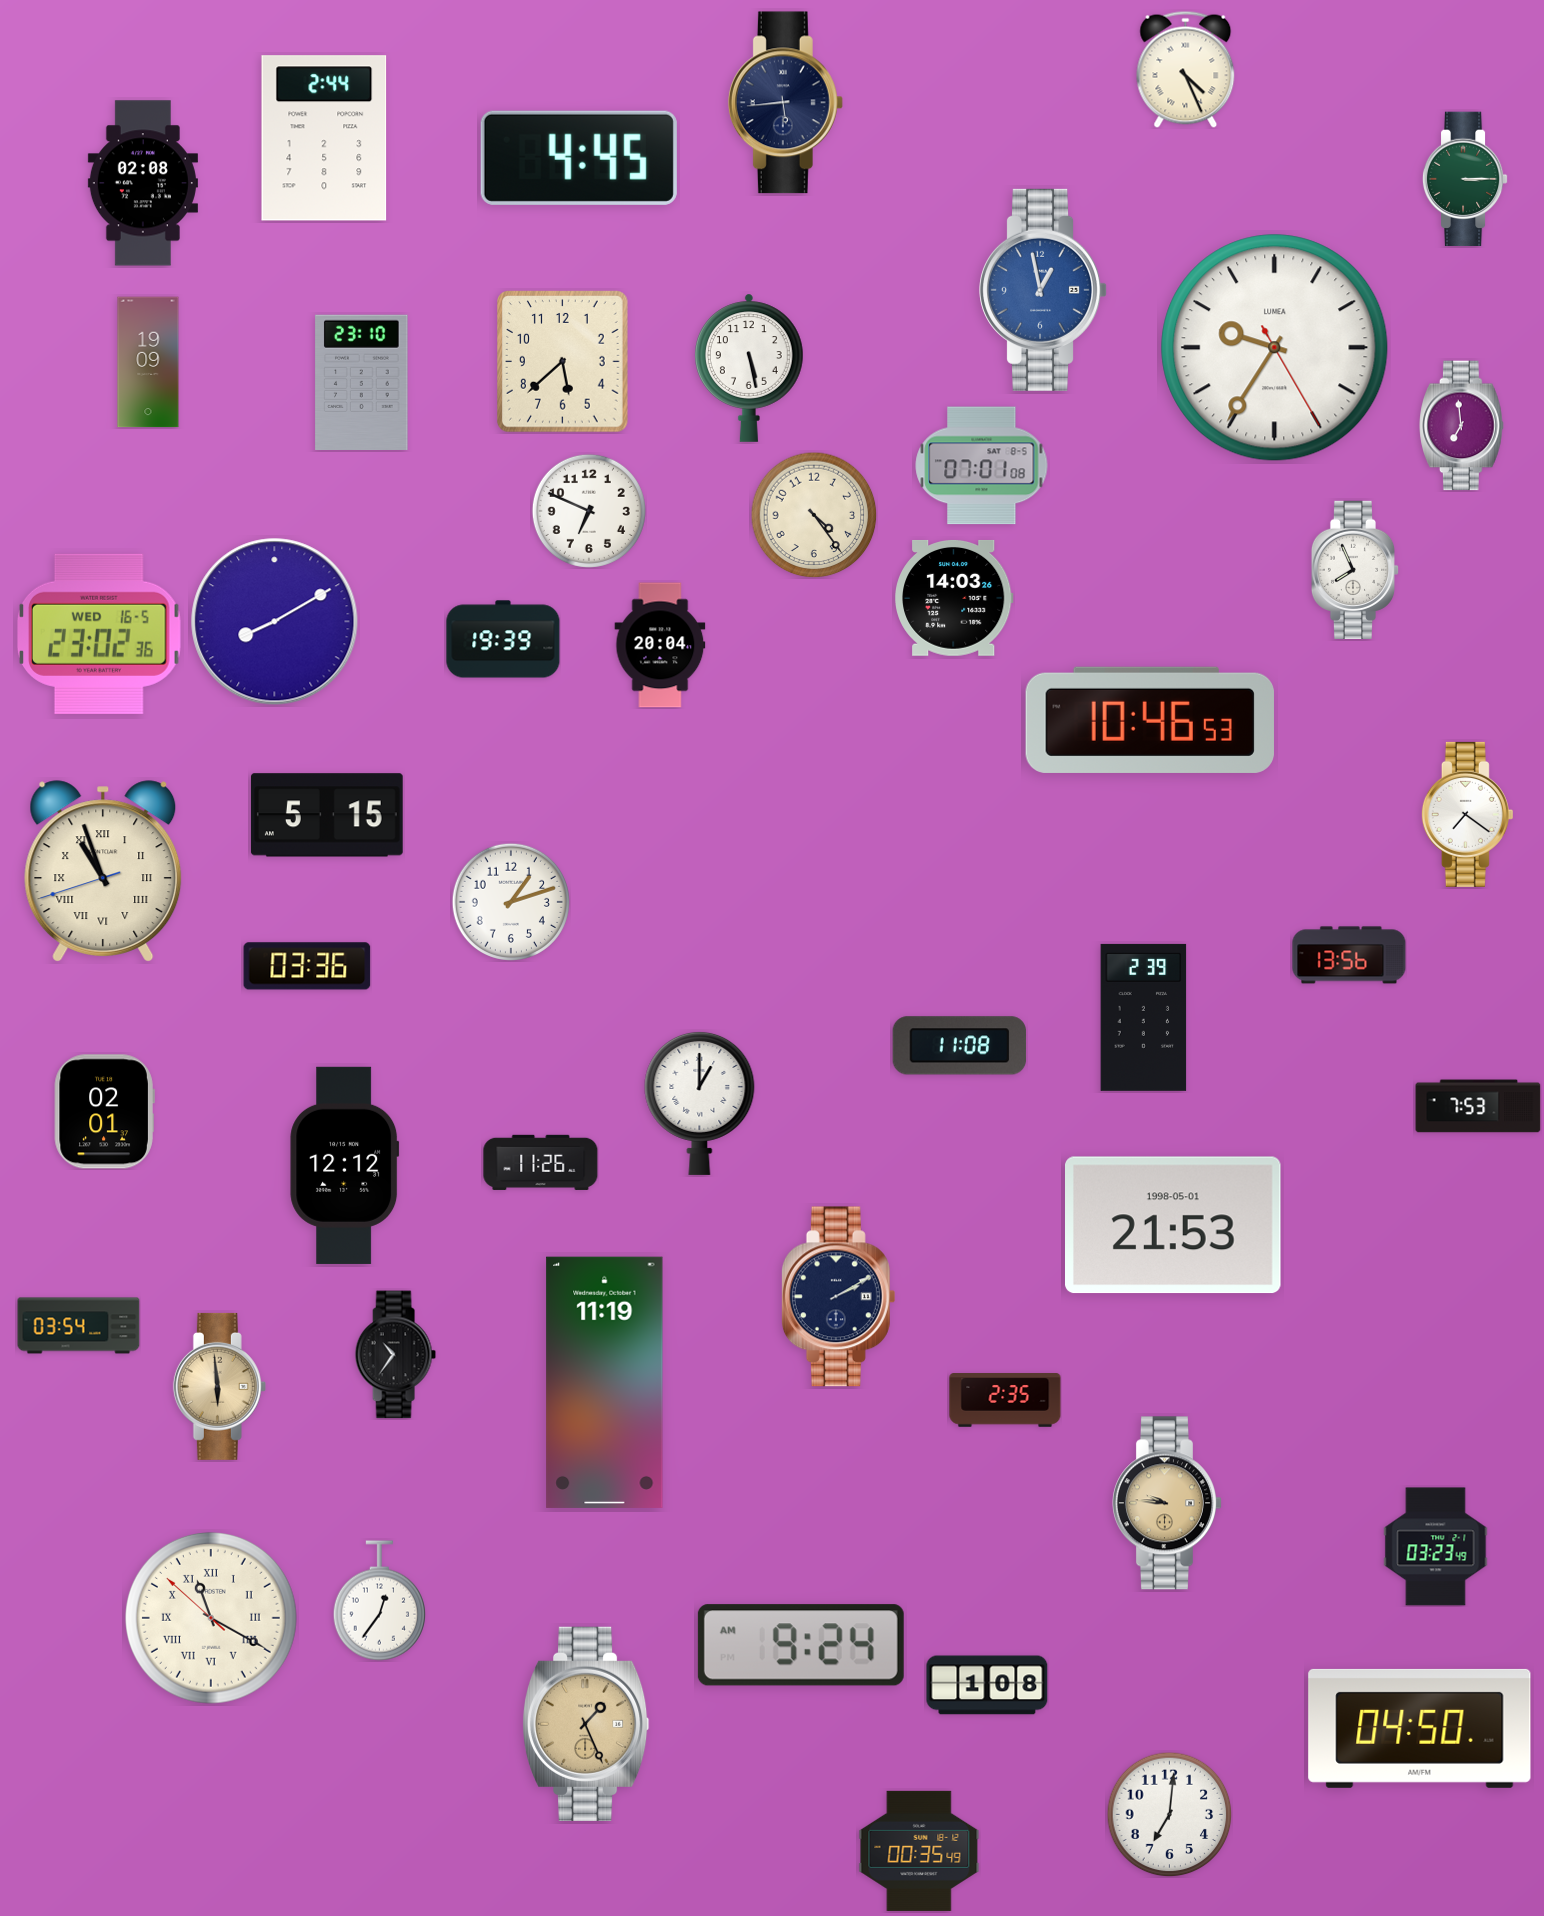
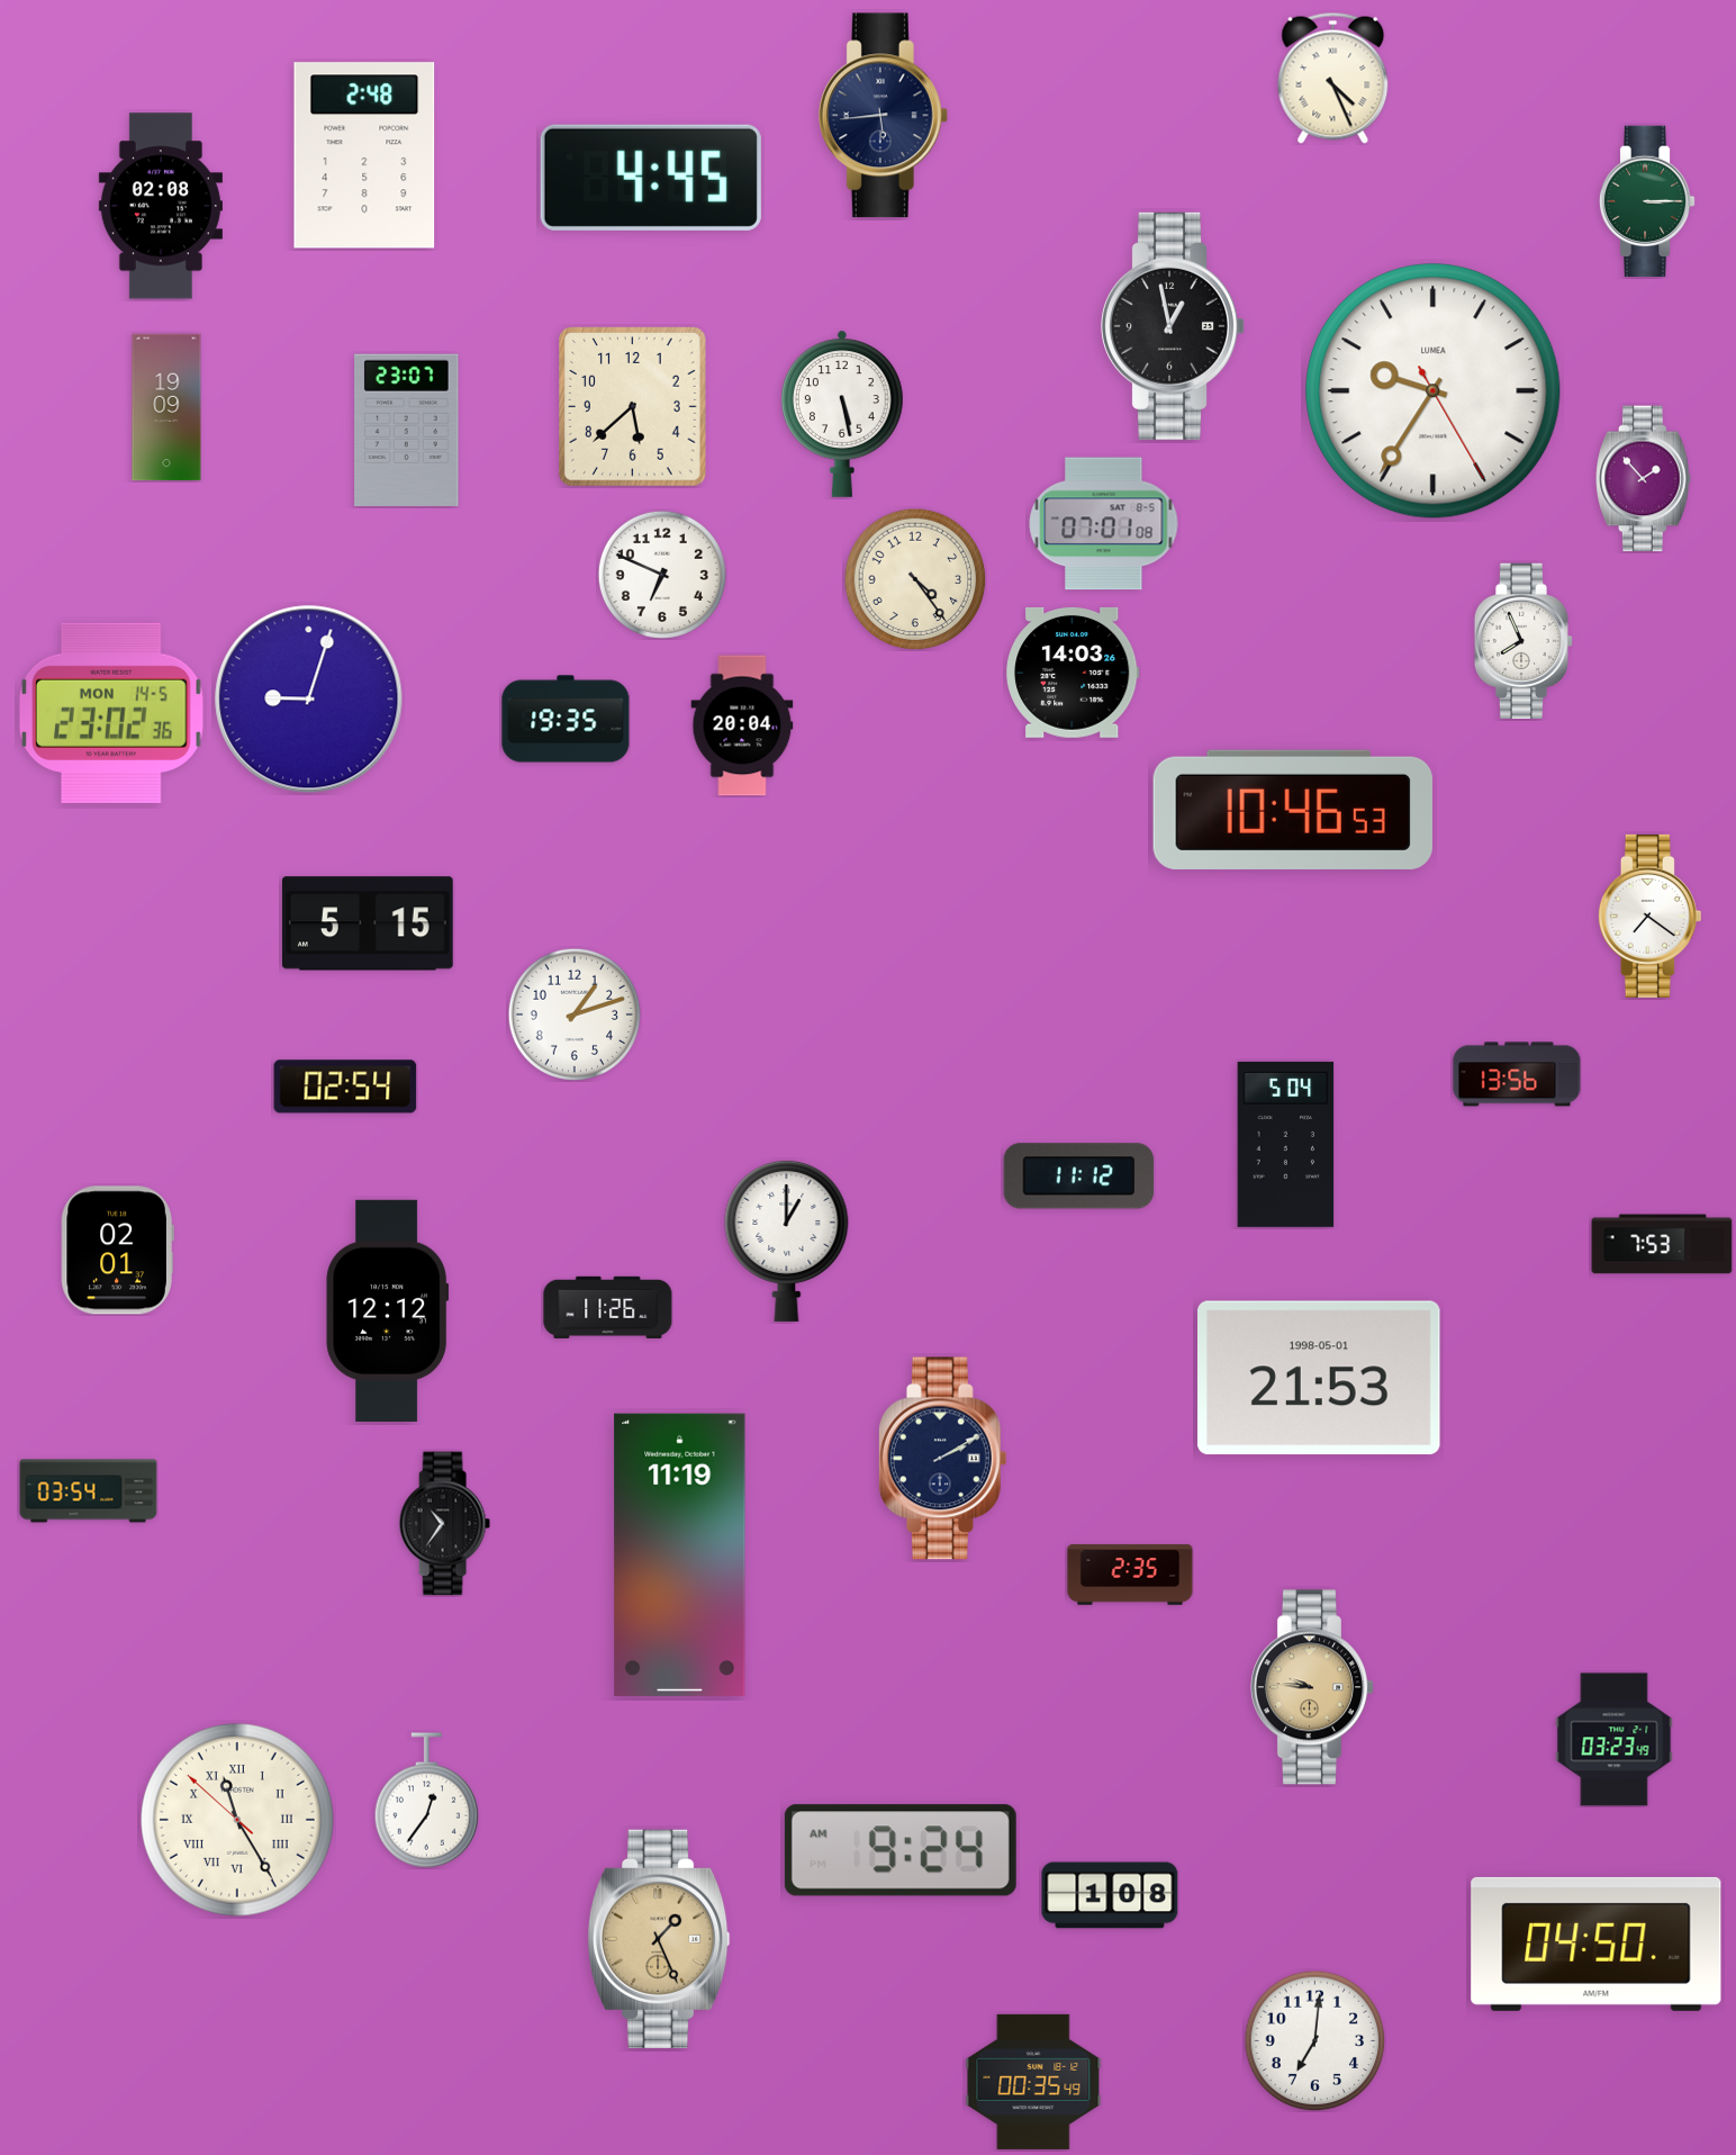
clock at (324, 138): 2:44 -> 2:48
clock at (1044, 290) dial: blue -> black
clock at (362, 382): 23:10 -> 23:07
clock at (1462, 426): 6:59 -> 1:53
clock at (275, 622): 8:10 -> 9:03
clock at (100, 634) date: WED 16-5 -> MON 14-5
clock at (503, 639): 19:39 -> 19:35
clock at (327, 815) position: (327, 815) -> (368, 923)
clock at (103, 871): 10:56 -> none
clock at (307, 966): 03:36 -> 02:54
clock at (1144, 1017): 2:39 -> 5:04
clock at (960, 1046): 11:08 -> 11:12
clock at (219, 1386): 5:59 -> none
clock at (1167, 1503) position: (1167, 1503) -> (1312, 1687)
clock at (211, 1618): 11:19 -> 11:24
